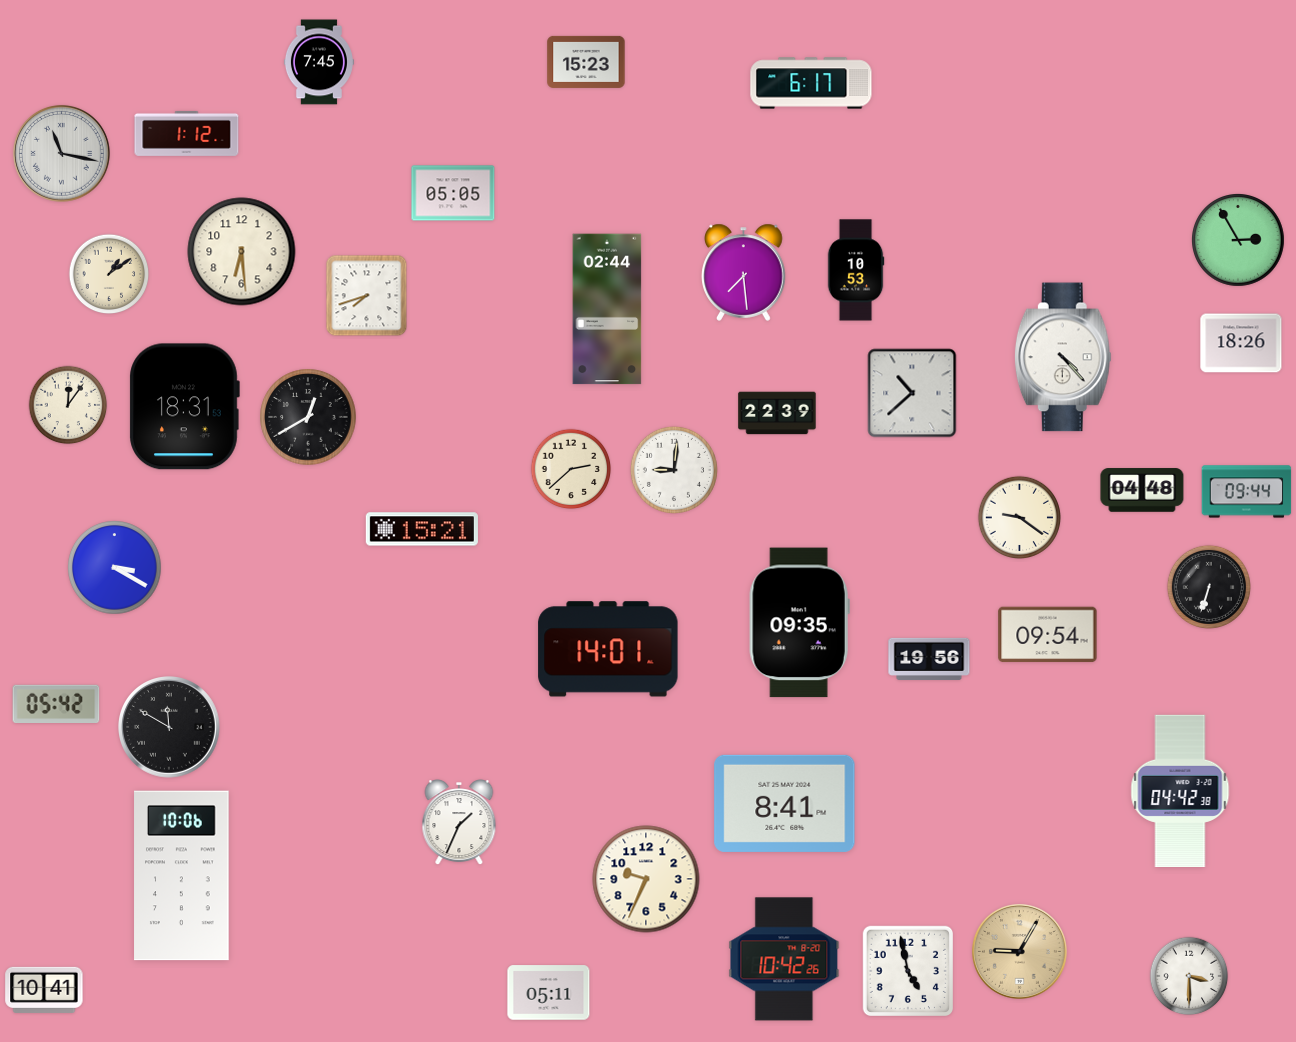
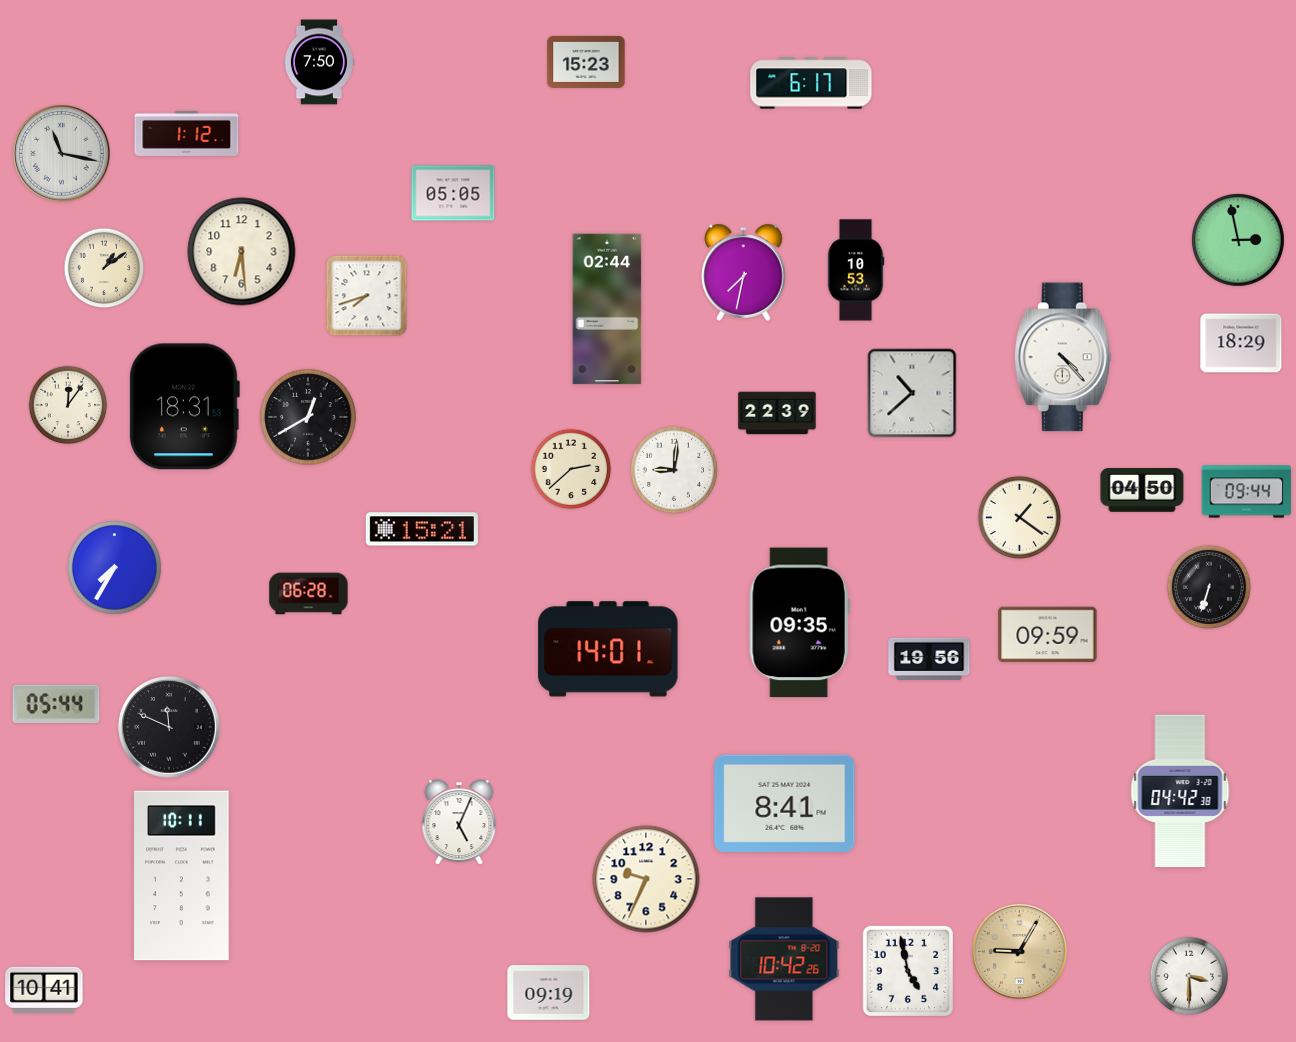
clock at (319, 62): 7:45 -> 7:50
clock at (1239, 241): 2:55 -> 2:58
clock at (744, 272): 7:29 -> 7:32
clock at (109, 274) position: (109, 274) -> (104, 268)
clock at (1241, 343): 18:26 -> 18:29
clock at (1142, 490): 04:48 -> 04:50
clock at (1019, 517): 9:21 -> 1:21
clock at (115, 568): 3:20 -> 7:35
clock at (309, 594): none -> 06:28
clock at (1048, 635): 09:54 -> 09:59
clock at (56, 703): 05:42 -> 05:44
clock at (170, 728): 11:50 -> 11:49
clock at (459, 823): 1:34 -> 5:04
clock at (182, 876): 10:06 -> 10:11
clock at (549, 993): 05:11 -> 09:19
